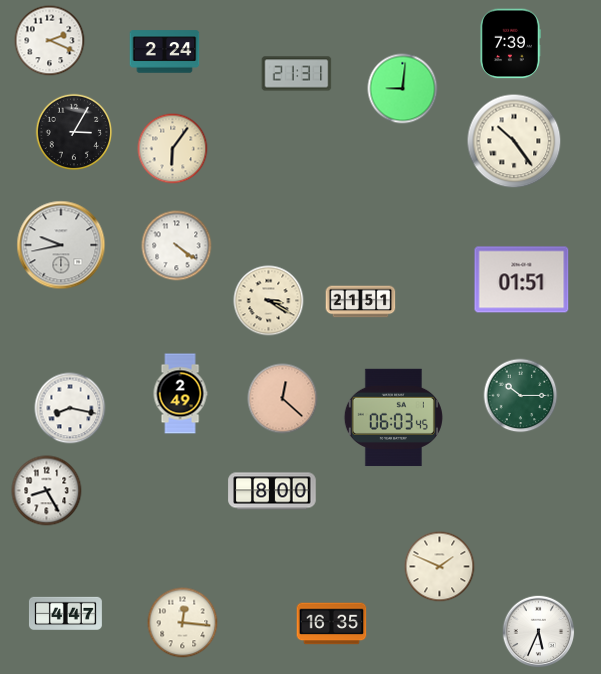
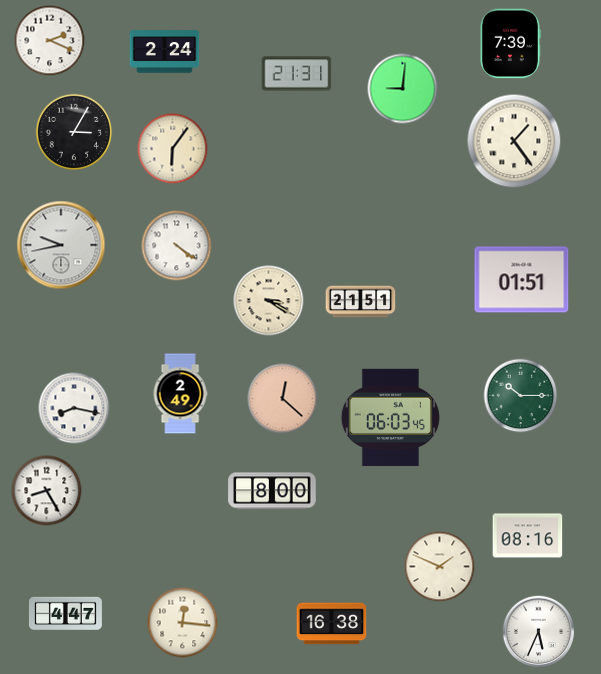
clock at (514, 141): 10:24 -> 1:24
clock at (70, 408) position: (70, 408) -> (74, 408)
clock at (393, 418) position: (393, 418) -> (390, 418)
clock at (528, 536): none -> 08:16
clock at (332, 624): 16:35 -> 16:38
